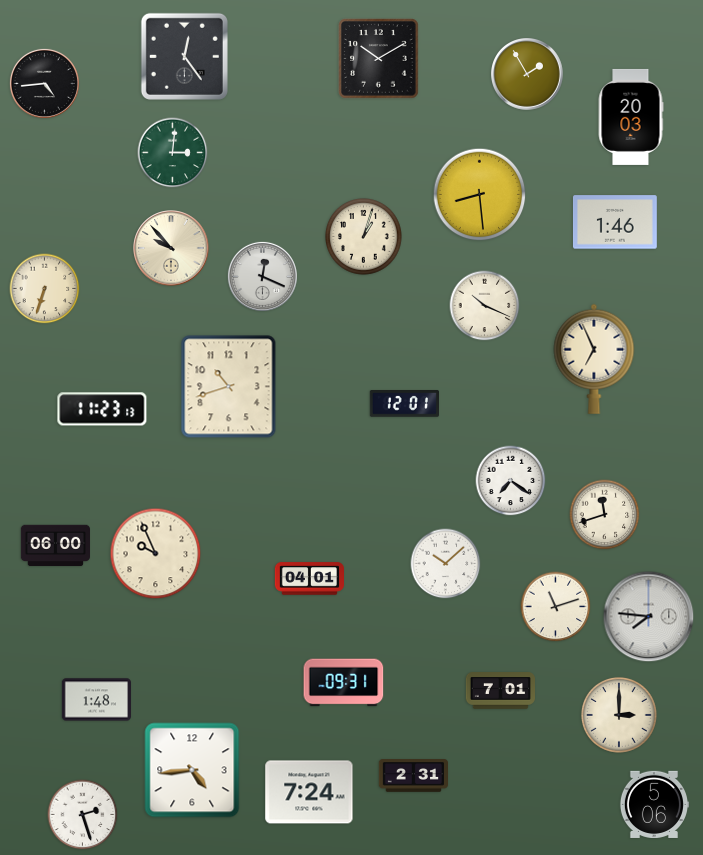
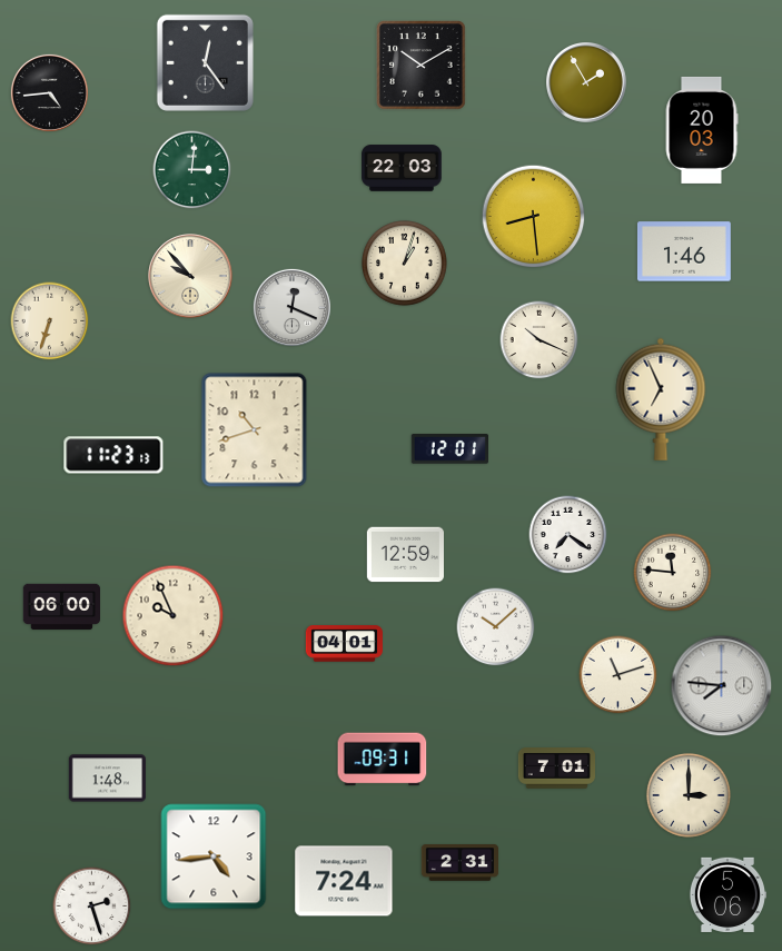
clock at (402, 168): none -> 22:03
clock at (615, 222) position: (615, 222) -> (684, 251)
clock at (405, 555): none -> 12:59
clock at (605, 515): 11:42 -> 11:46
